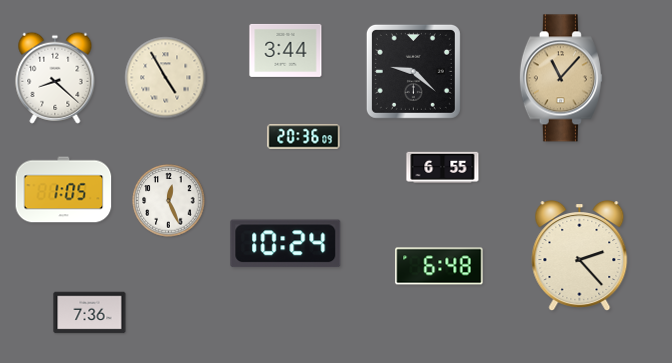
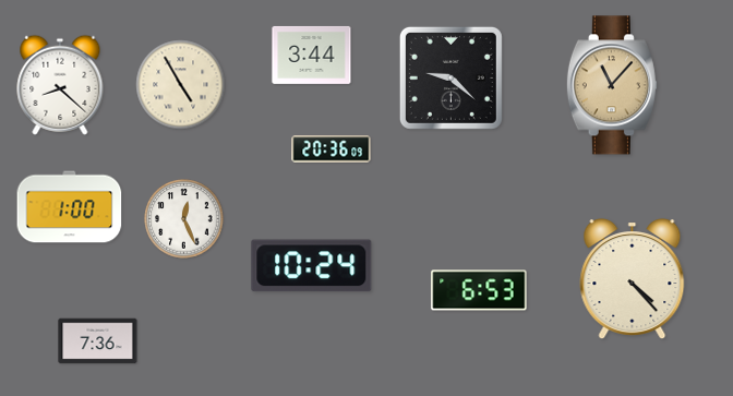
clock at (443, 167): 6:55 -> none
clock at (64, 190): 1:05 -> 1:00
clock at (580, 256): 2:23 -> 4:23
clock at (439, 266): 6:48 -> 6:53
